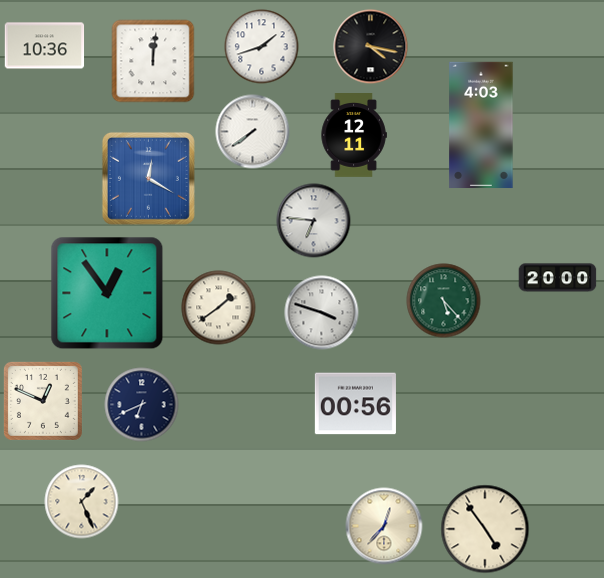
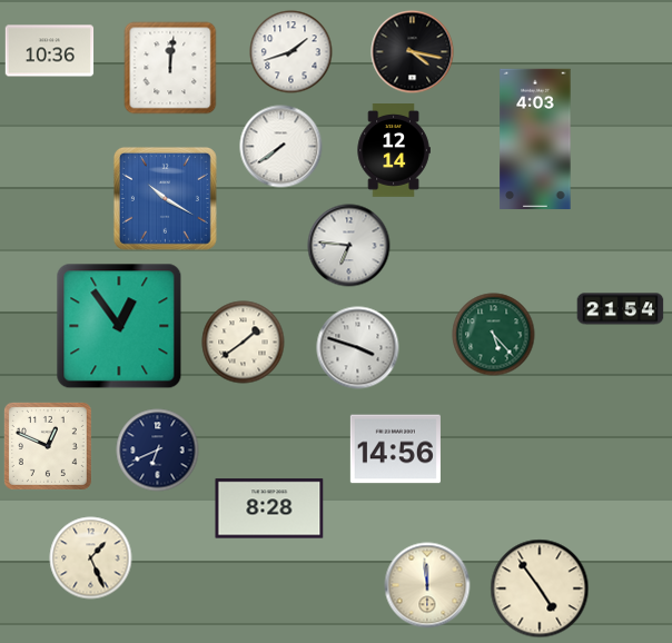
clock at (354, 136): 12:11 -> 12:14
clock at (148, 178): 12:20 -> 10:20
clock at (558, 278): 20:00 -> 21:54
clock at (355, 404): 00:56 -> 14:56
clock at (269, 508): none -> 8:28
clock at (384, 526): 12:37 -> 11:59
